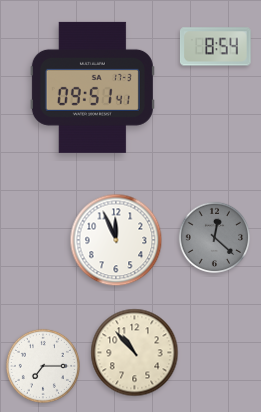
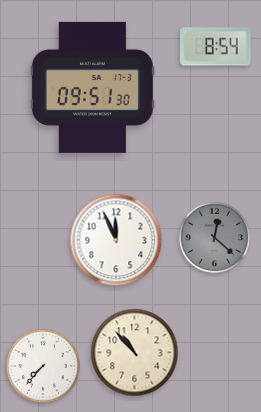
clock at (92, 87): 09:51:41 -> 09:51:30
clock at (43, 366): 7:15 -> 7:37
